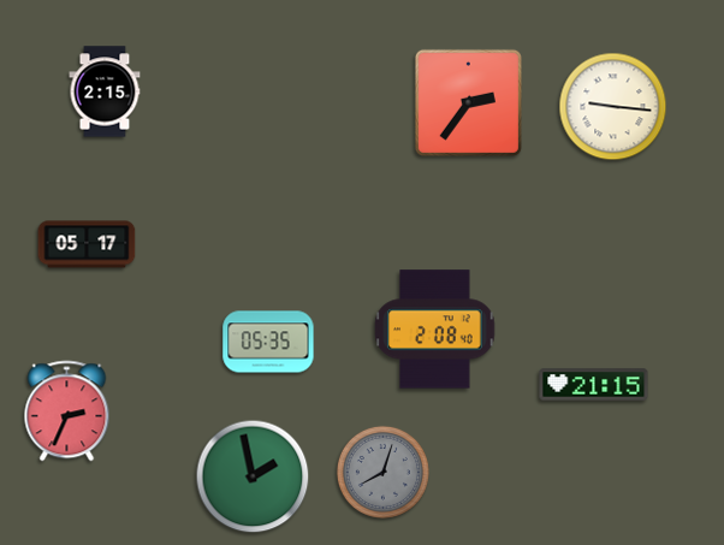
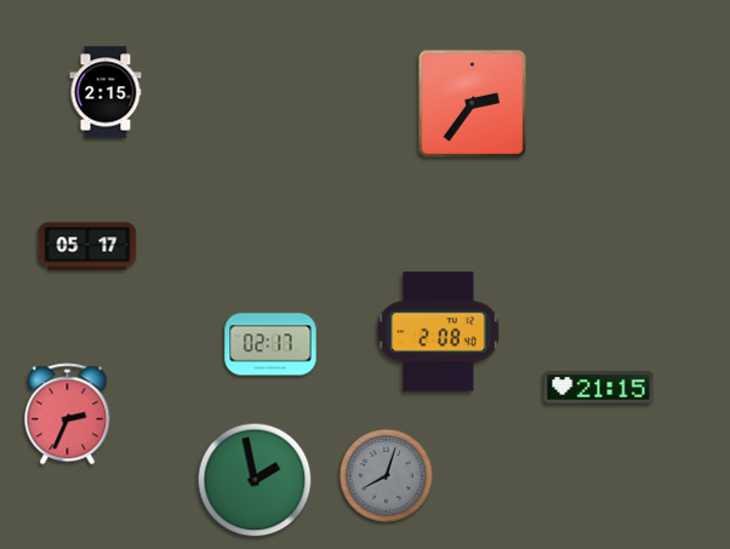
clock at (613, 107): 9:16 -> none
clock at (268, 342): 05:35 -> 02:17
